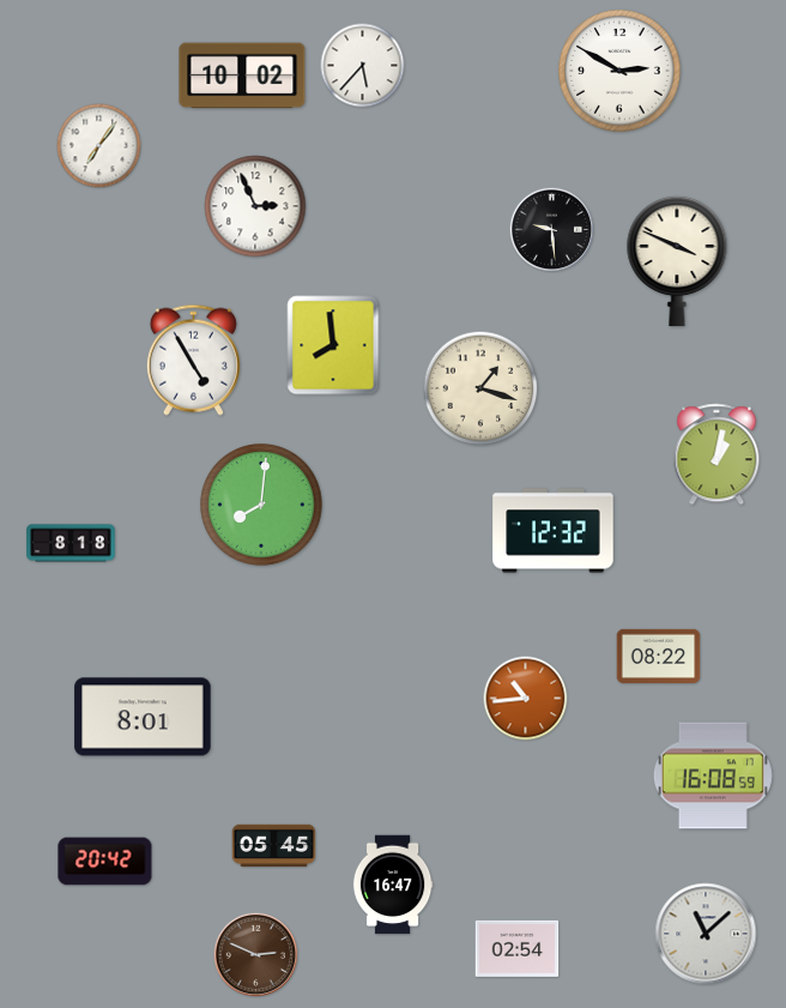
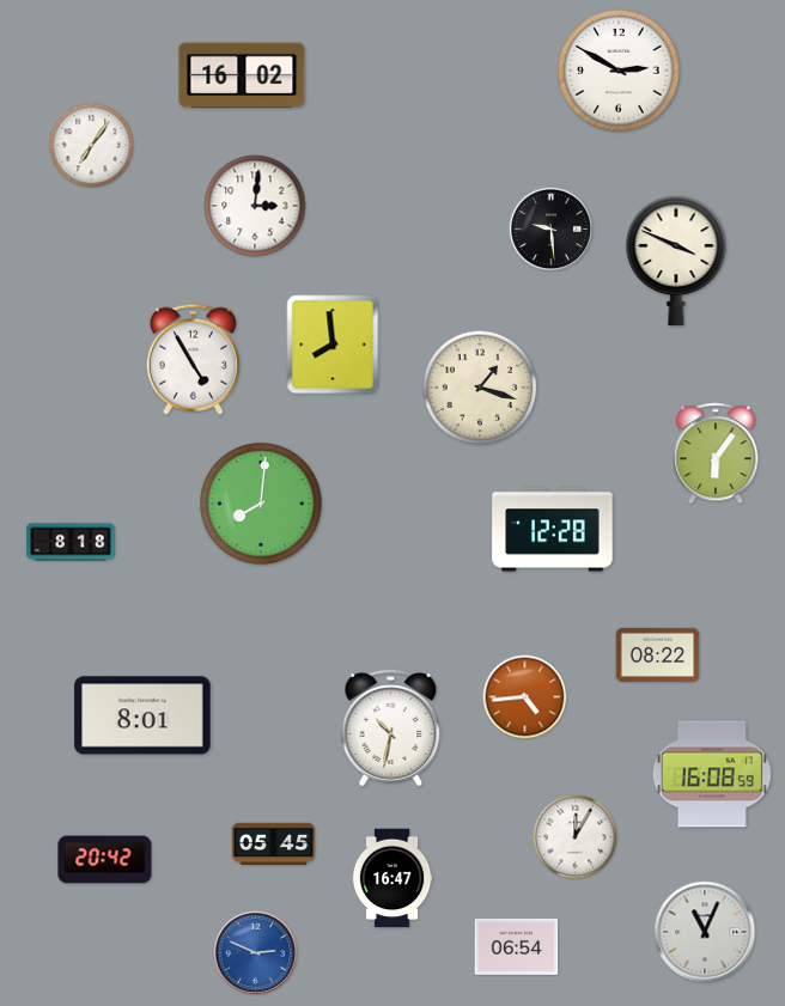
clock at (363, 66): 5:37 -> none
clock at (242, 76): 10:02 -> 16:02
clock at (99, 146) position: (99, 146) -> (92, 146)
clock at (255, 206): 2:56 -> 3:01
clock at (717, 454): 1:02 -> 6:06
clock at (554, 531): 12:32 -> 12:28
clock at (526, 699): 10:44 -> 4:44
clock at (391, 728): none -> 10:32
clock at (576, 837): none -> 12:05
clock at (393, 885) position: (393, 885) -> (392, 878)
clock at (706, 934): 11:08 -> 11:04
clock at (518, 948): 02:54 -> 06:54
clock at (256, 955) dial: brown -> blue
